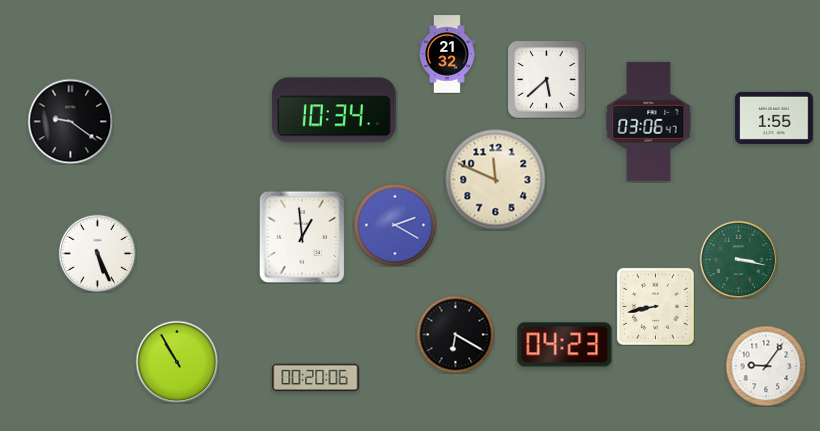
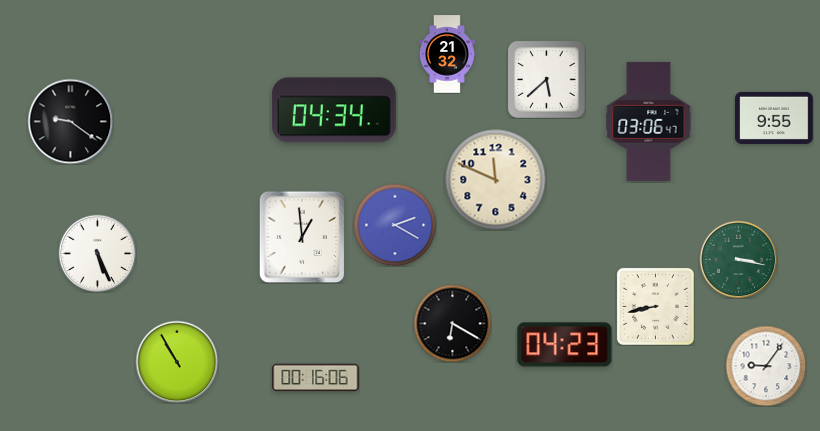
clock at (334, 110): 10:34 -> 04:34
clock at (774, 118): 1:55 -> 9:55
clock at (455, 334) position: (455, 334) -> (452, 323)
clock at (316, 378): 00:20 -> 00:16
